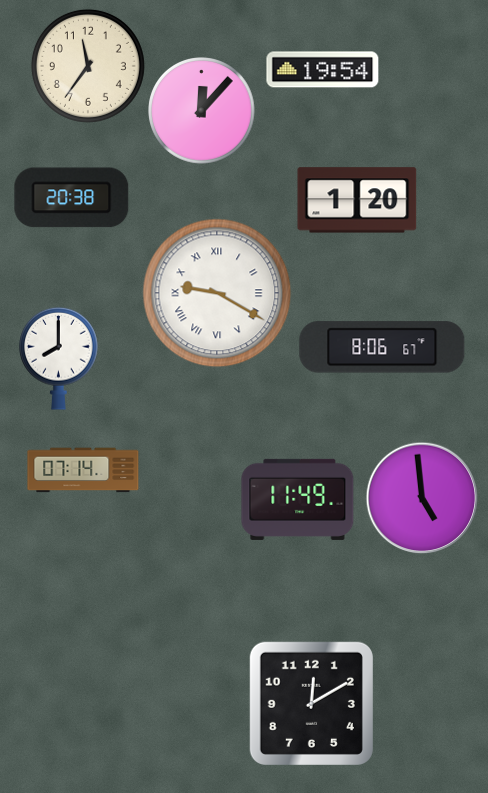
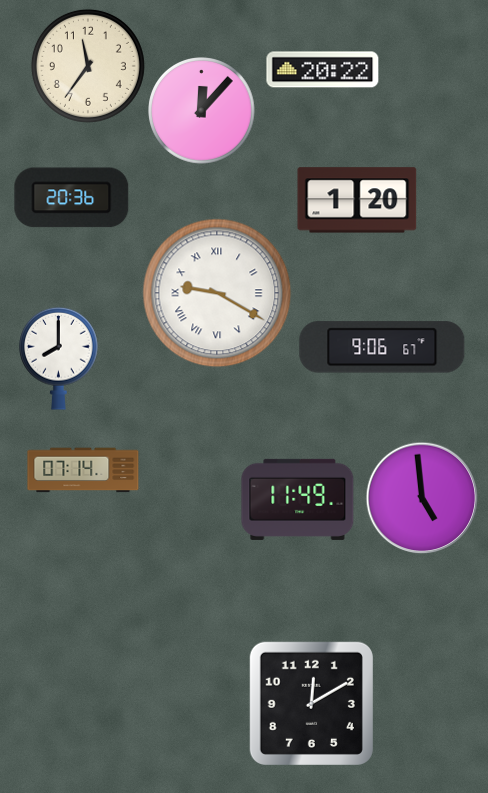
clock at (323, 70): 19:54 -> 20:22
clock at (72, 198): 20:38 -> 20:36
clock at (382, 347): 8:06 -> 9:06
